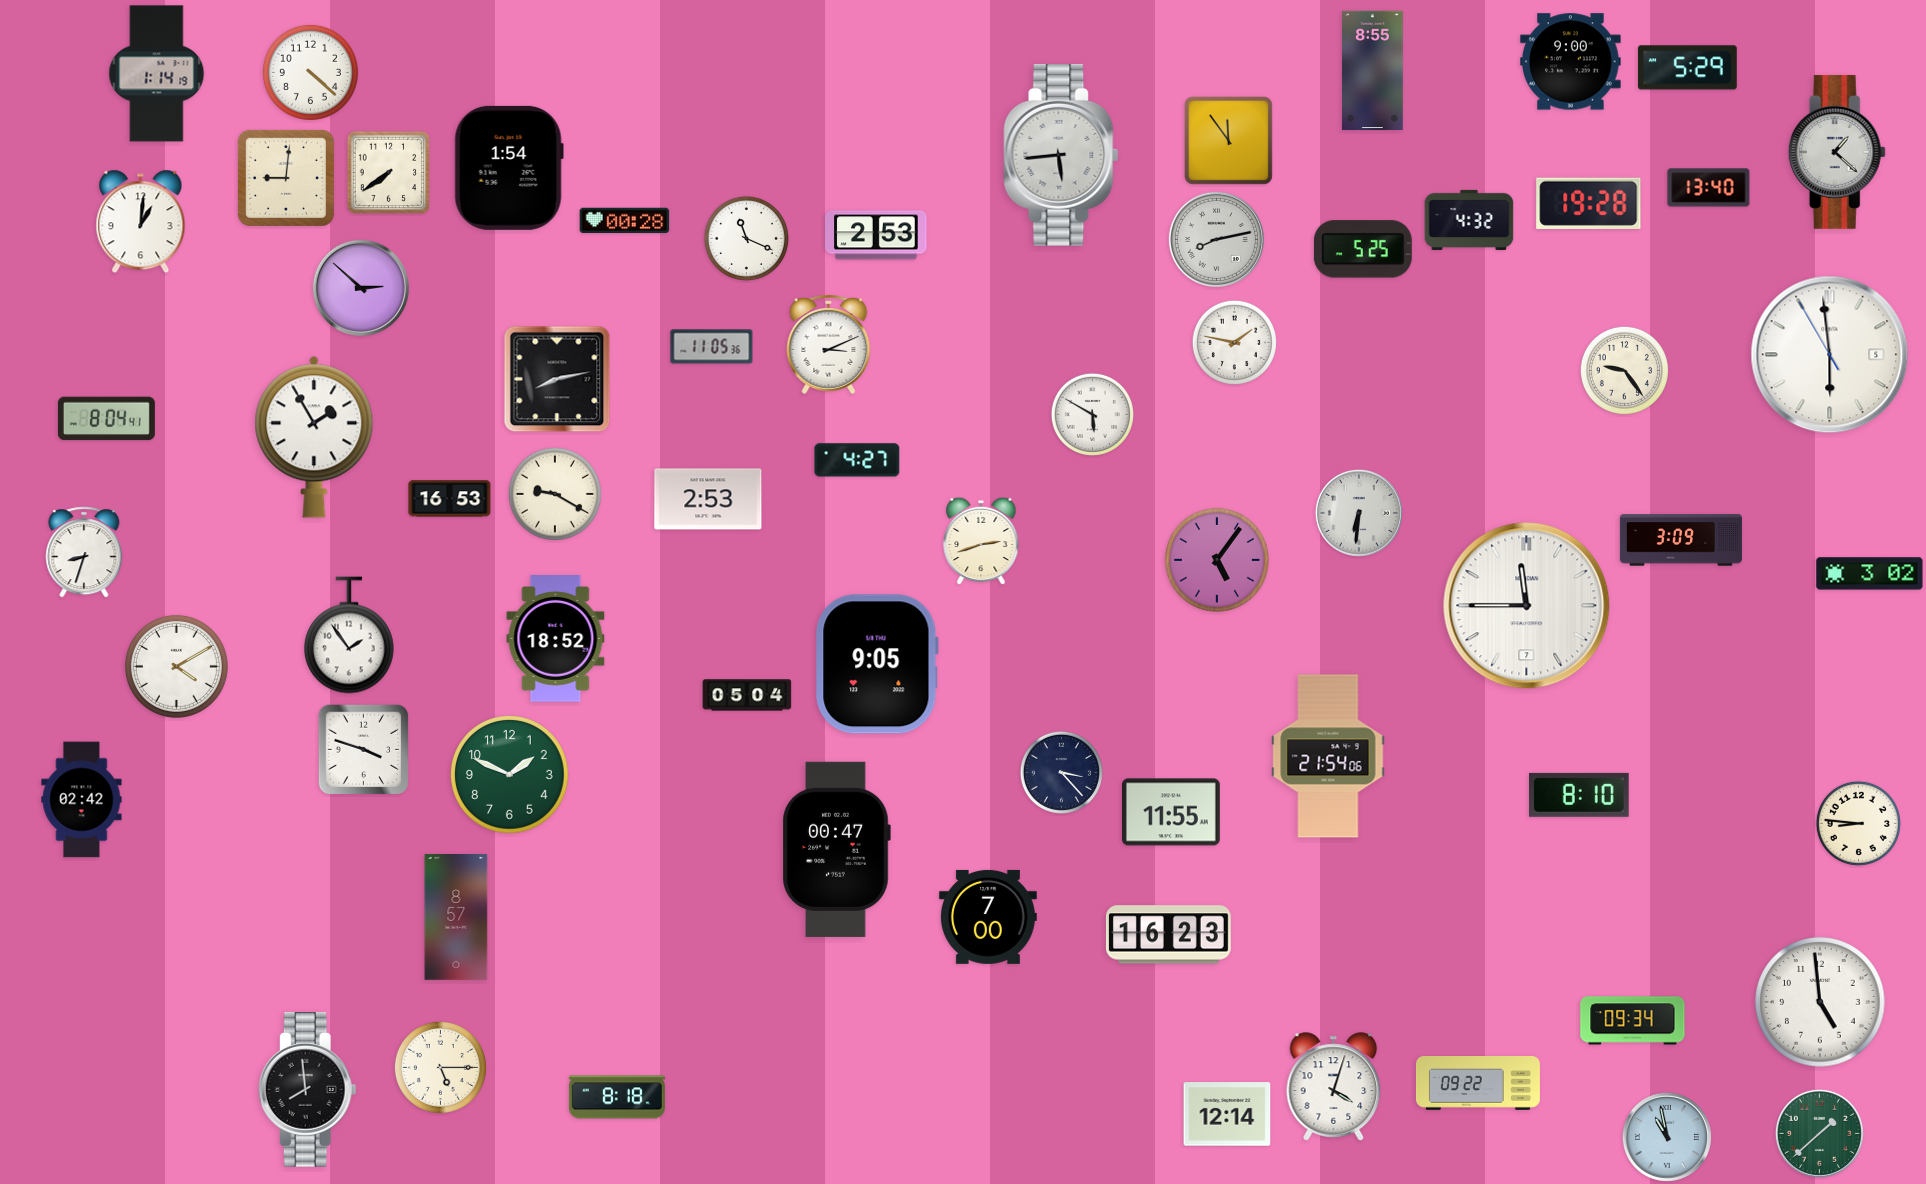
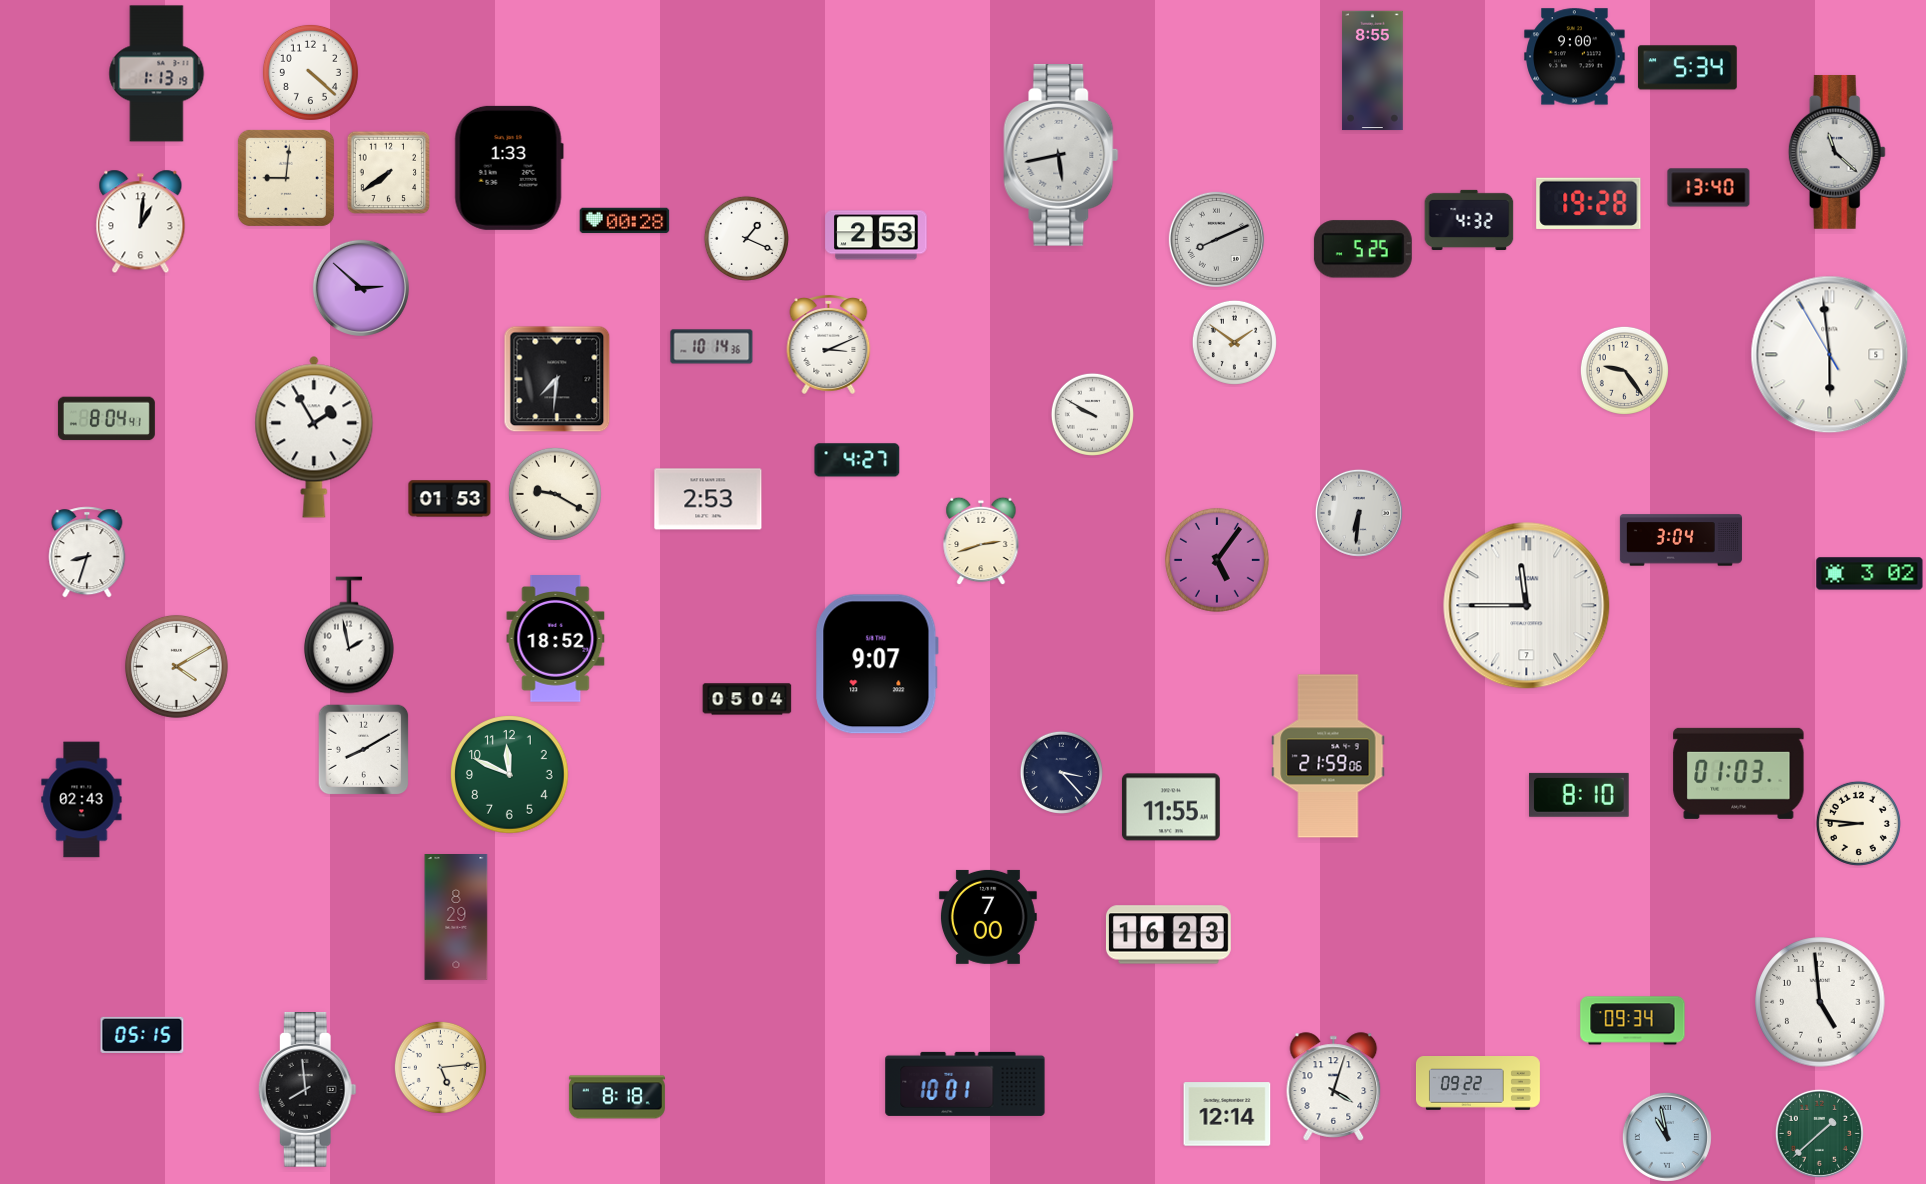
clock at (1571, 62) position: (1571, 62) -> (1575, 57)
clock at (1687, 68): 5:29 -> 5:34
clock at (157, 74): 1:14 -> 1:13
clock at (1228, 140): 11:54 -> none
clock at (1837, 152): 1:22 -> 11:22
clock at (1061, 155): 5:44 -> 5:43
clock at (509, 168): 1:54 -> 1:33
clock at (746, 238): 11:19 -> 1:19
clock at (1216, 239): 8:13 -> 8:11
clock at (1234, 342): 1:47 -> 1:51
clock at (712, 347): 11:05 -> 10:14
clock at (557, 379): 8:13 -> 7:31
clock at (1092, 414): 5:50 -> 9:50
clock at (450, 499): 16:53 -> 01:53
clock at (1681, 540): 3:09 -> 3:04
clock at (84, 552) position: (84, 552) -> (87, 552)
clock at (349, 635): 1:54 -> 1:58
clock at (877, 664): 9:05 -> 9:07
clock at (747, 695) position: (747, 695) -> (747, 699)
clock at (364, 750): 3:48 -> 8:10
clock at (1328, 756): 21:54 -> 21:59
clock at (1739, 773): none -> 01:03
clock at (510, 775): 1:49 -> 11:49
clock at (82, 800): 02:42 -> 02:43
clock at (1171, 812) position: (1171, 812) -> (1171, 807)
clock at (836, 849): 00:47 -> none
clock at (456, 918): 8:57 -> 8:29
clock at (142, 1035): none -> 05:15
clock at (440, 1067): 5:15 -> 5:14
clock at (965, 1084): none -> 10:01
